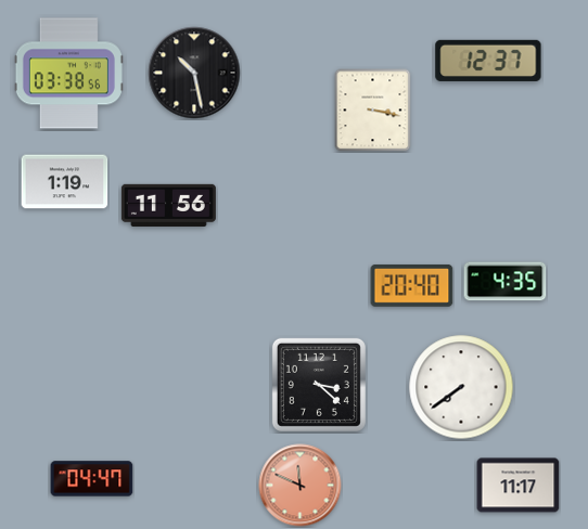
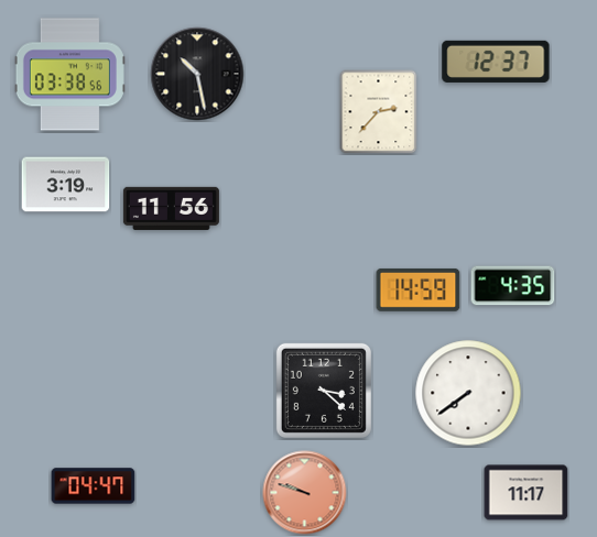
clock at (373, 109): 3:17 -> 2:37
clock at (65, 182): 1:19 -> 3:19
clock at (412, 286): 20:40 -> 14:59
clock at (301, 486): 11:49 -> 9:48
